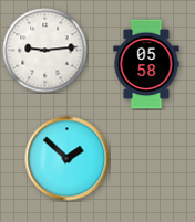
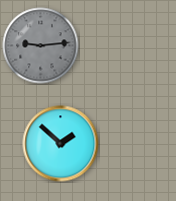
clock at (45, 51) dial: white -> grey
clock at (146, 64): 05:58 -> none
